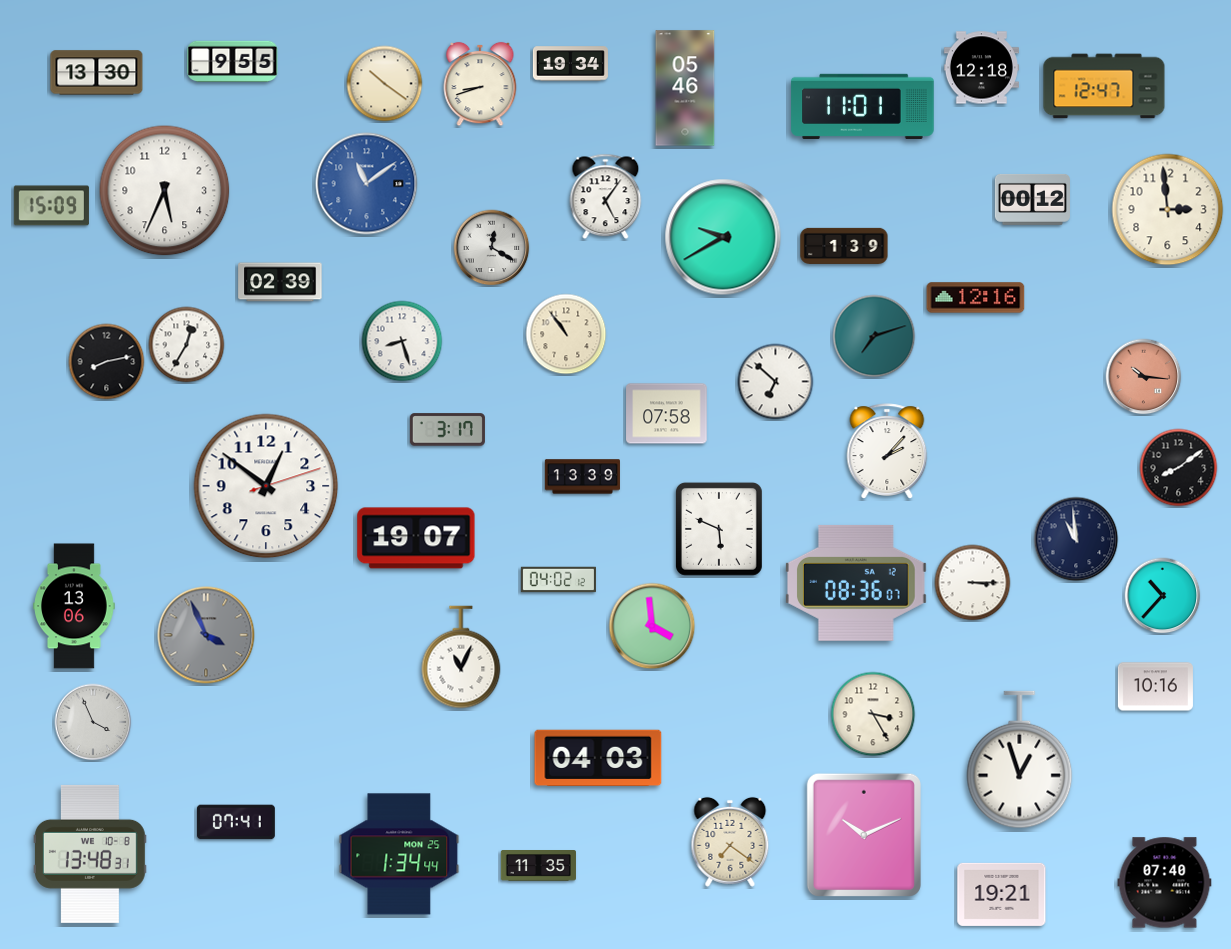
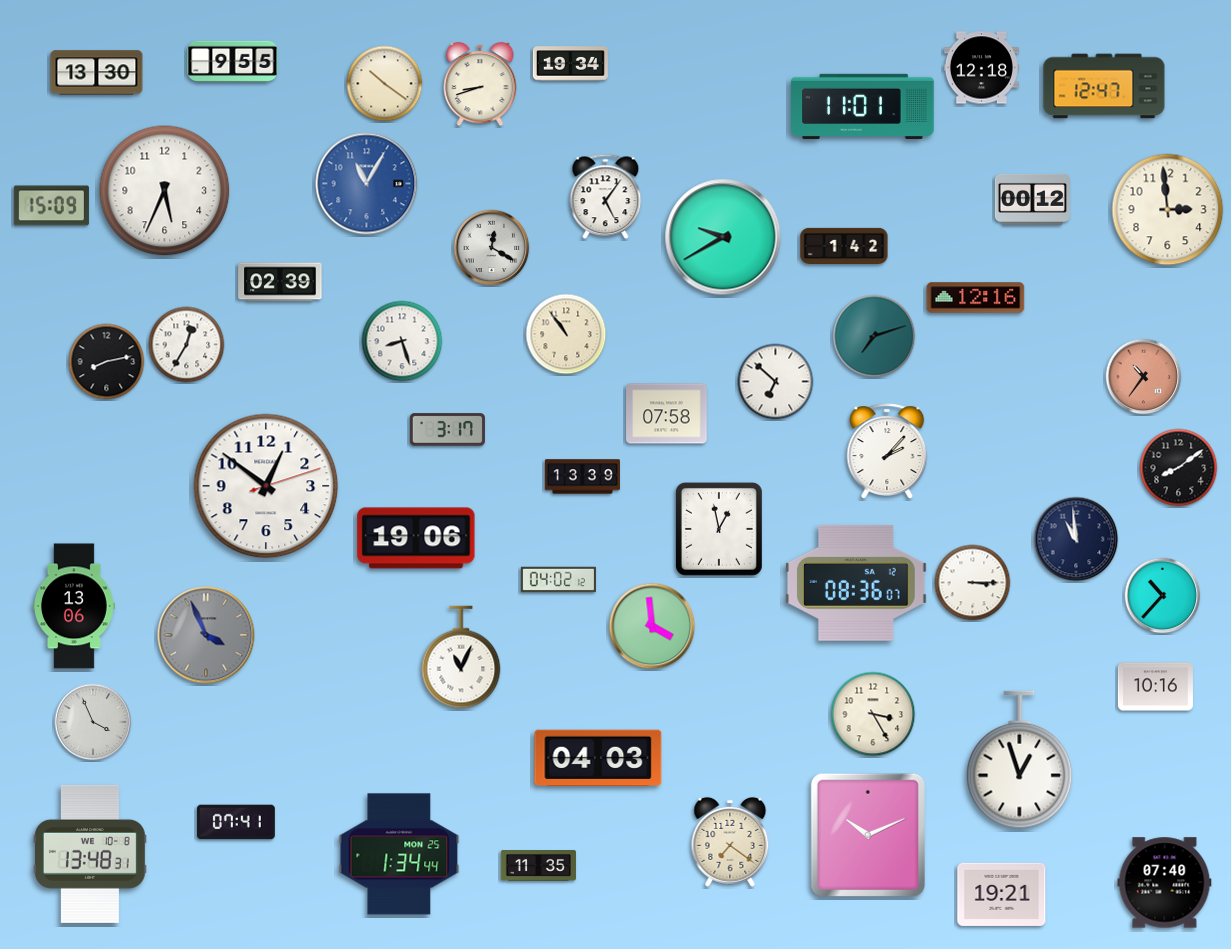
clock at (685, 88): 05:46 -> none
clock at (367, 184): 11:09 -> 11:05
clock at (844, 246): 1:39 -> 1:42
clock at (1144, 377): 10:16 -> 10:36
clock at (719, 529): 5:49 -> 12:58
clock at (416, 538): 19:07 -> 19:06
clock at (864, 835) position: (864, 835) -> (868, 835)
